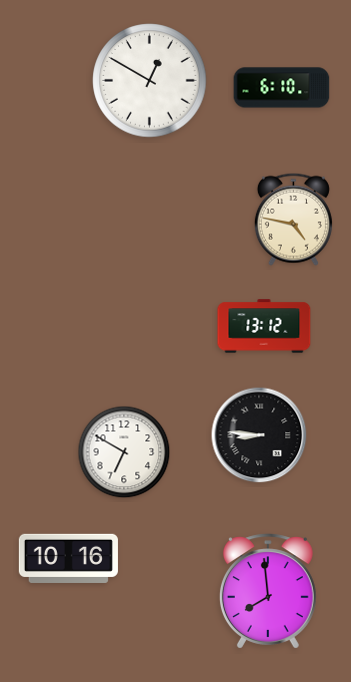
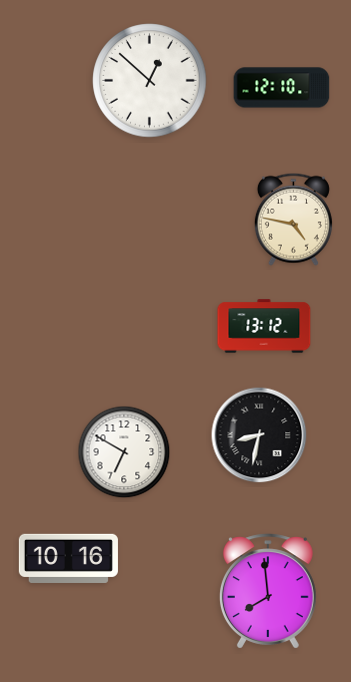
clock at (150, 81): 12:50 -> 12:52
clock at (282, 88): 6:10 -> 12:10
clock at (259, 435): 8:46 -> 8:32
